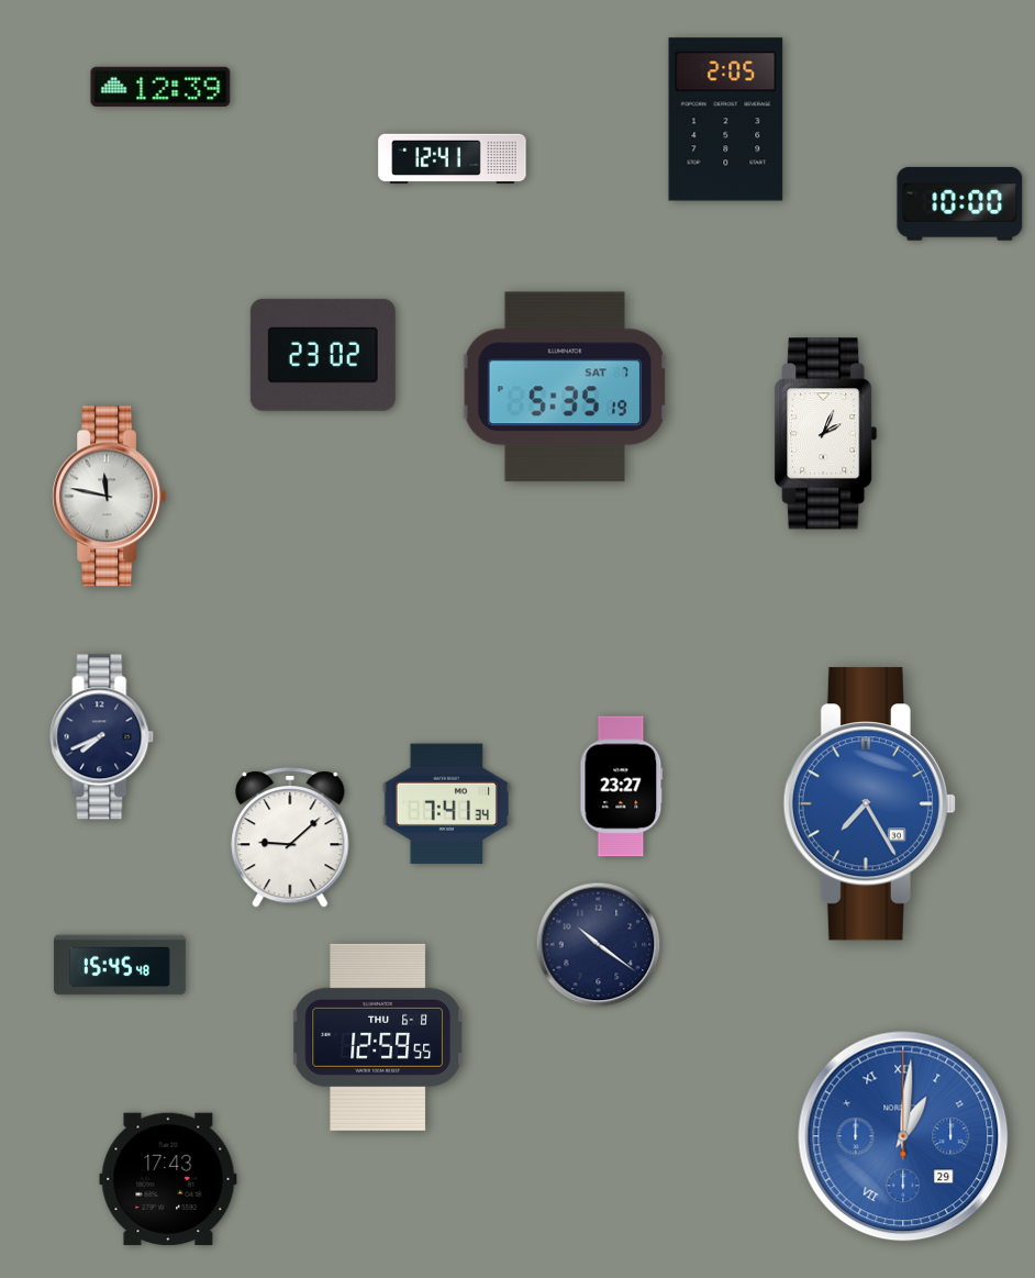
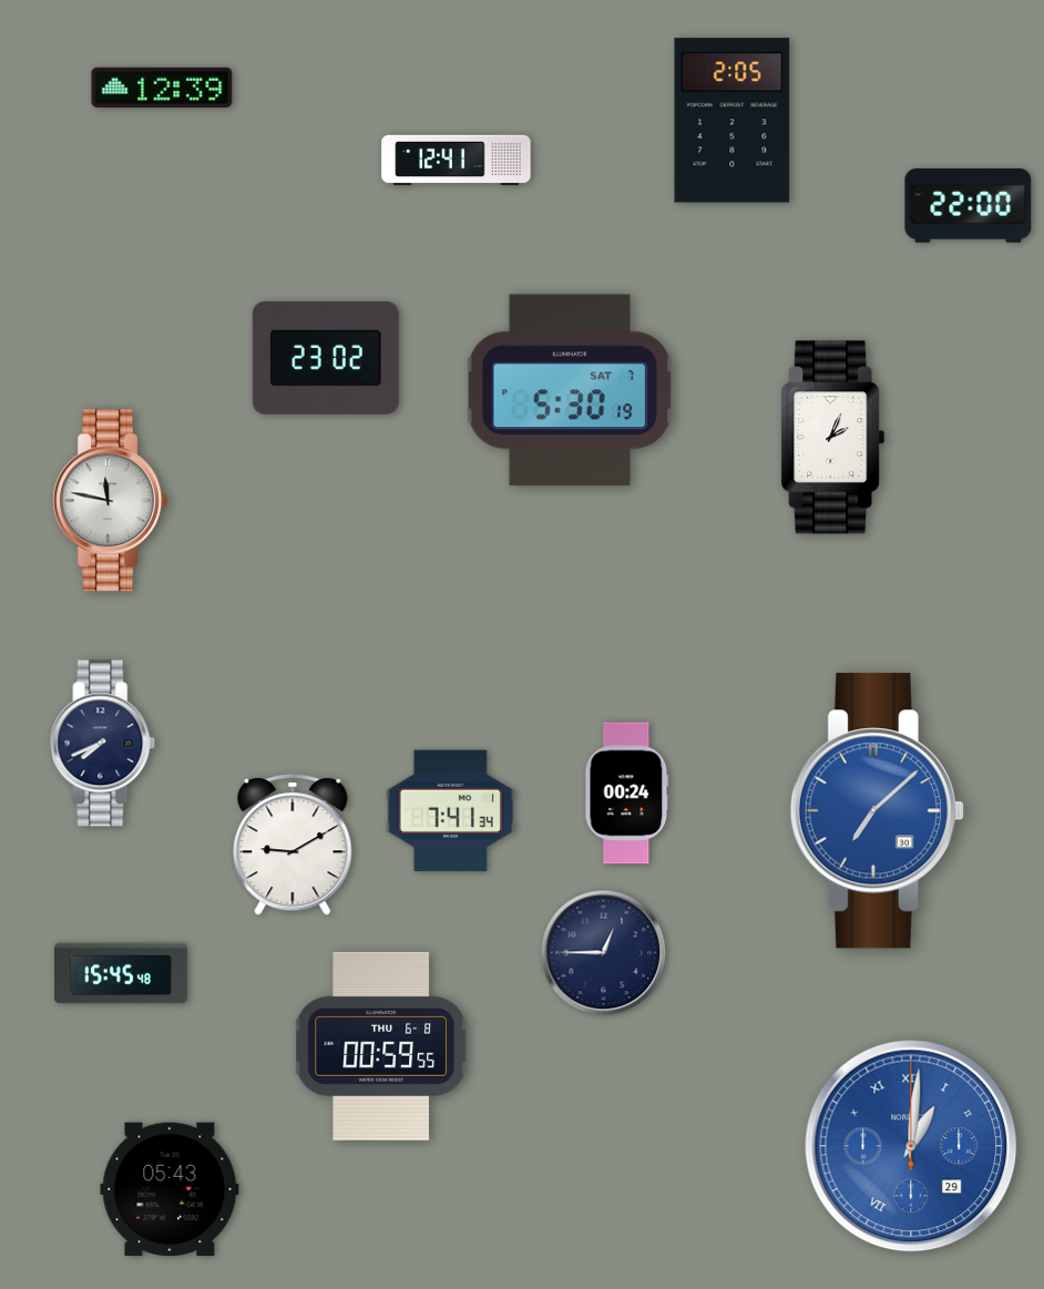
clock at (960, 203): 10:00 -> 22:00
clock at (565, 387): 5:35 -> 5:30
clock at (622, 787): 23:27 -> 00:24
clock at (869, 804): 7:25 -> 7:08
clock at (290, 837): 9:08 -> 9:10
clock at (599, 945): 10:21 -> 12:45
clock at (377, 1037): 12:59 -> 00:59
clock at (168, 1179): 17:43 -> 05:43
